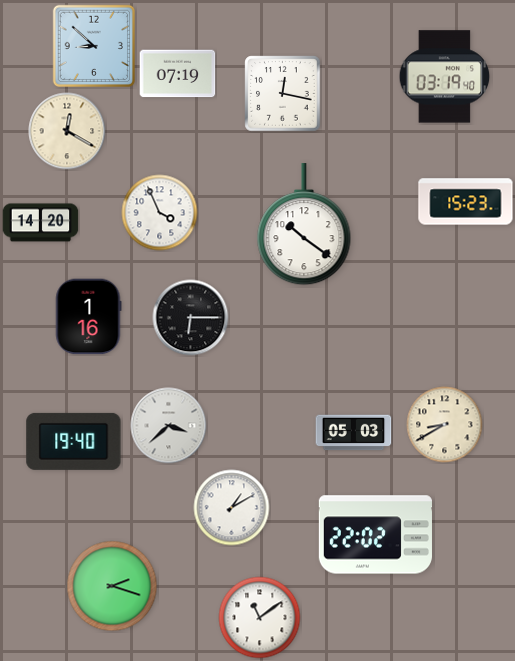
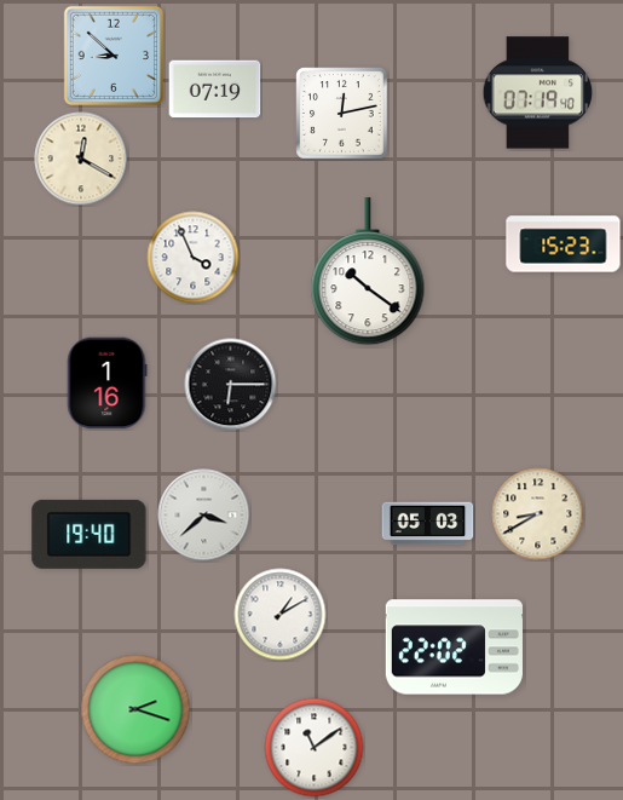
clock at (445, 77): 03:19 -> 07:19
clock at (283, 94): 12:17 -> 12:13
clock at (41, 223): 14:20 -> none
